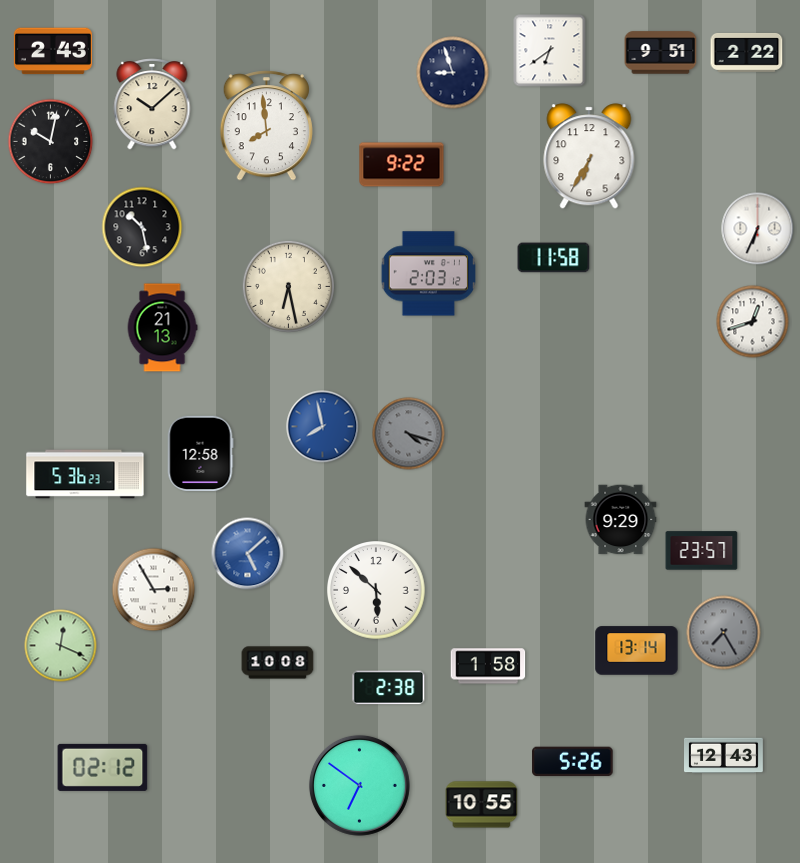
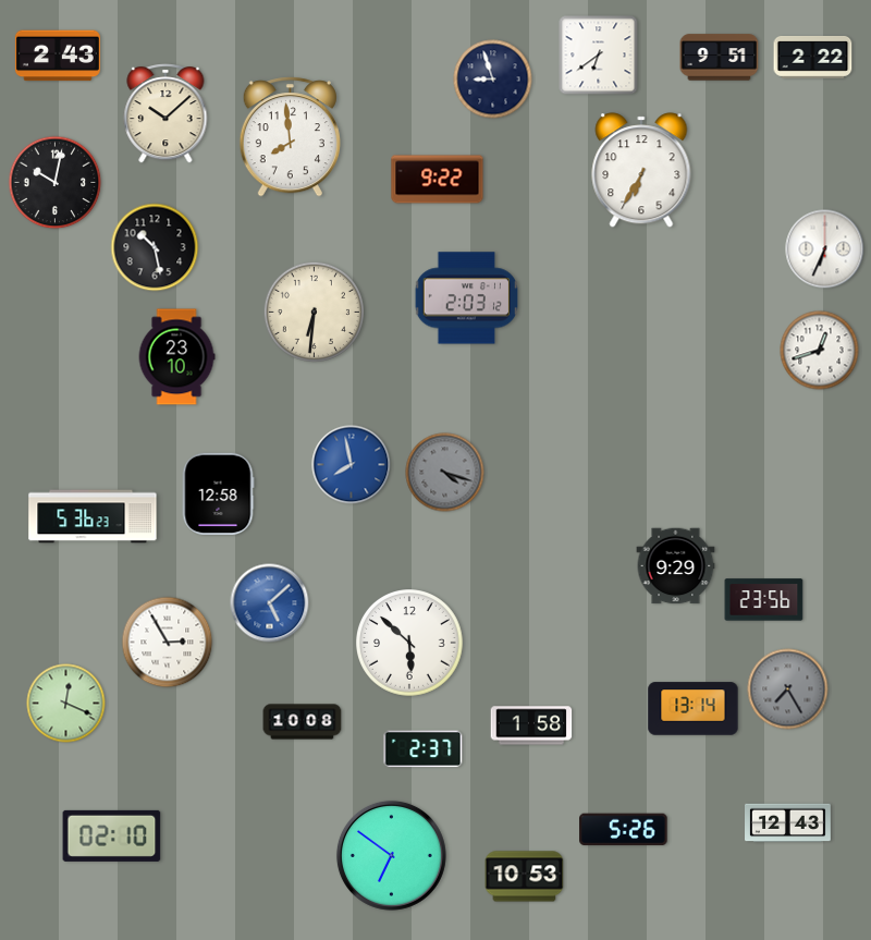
clock at (51, 142) position: (51, 142) -> (56, 183)
clock at (554, 258): 11:58 -> none
clock at (288, 286): 6:28 -> 6:31
clock at (162, 328): 21:13 -> 23:10
clock at (702, 551): 23:57 -> 23:56
clock at (389, 688): 2:38 -> 2:37
clock at (103, 767): 02:12 -> 02:10
clock at (482, 805): 10:55 -> 10:53
